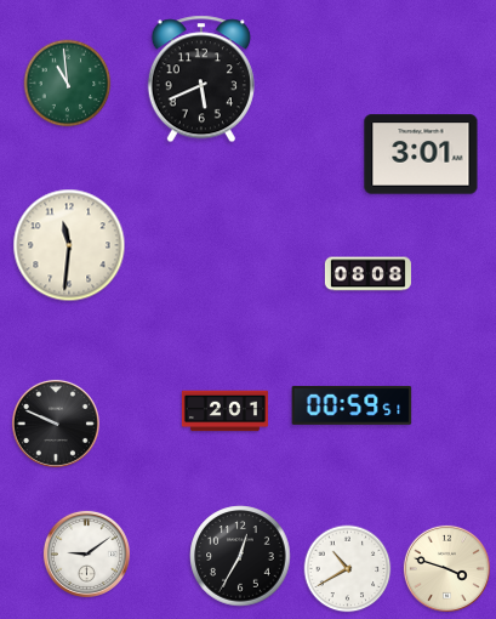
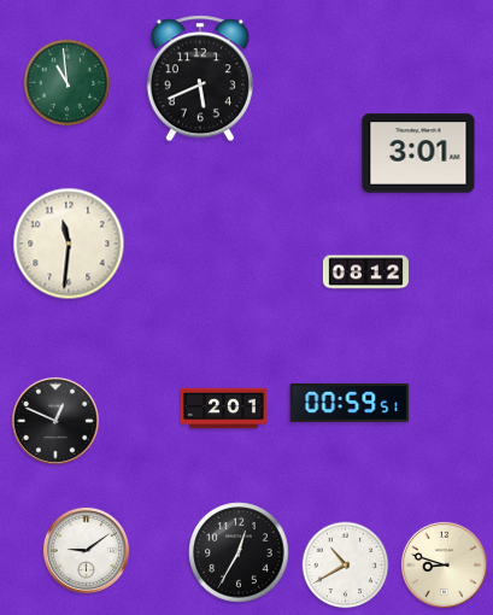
clock at (367, 274): 08:08 -> 08:12
clock at (56, 424): 9:49 -> 12:49
clock at (446, 568): 3:48 -> 8:48
